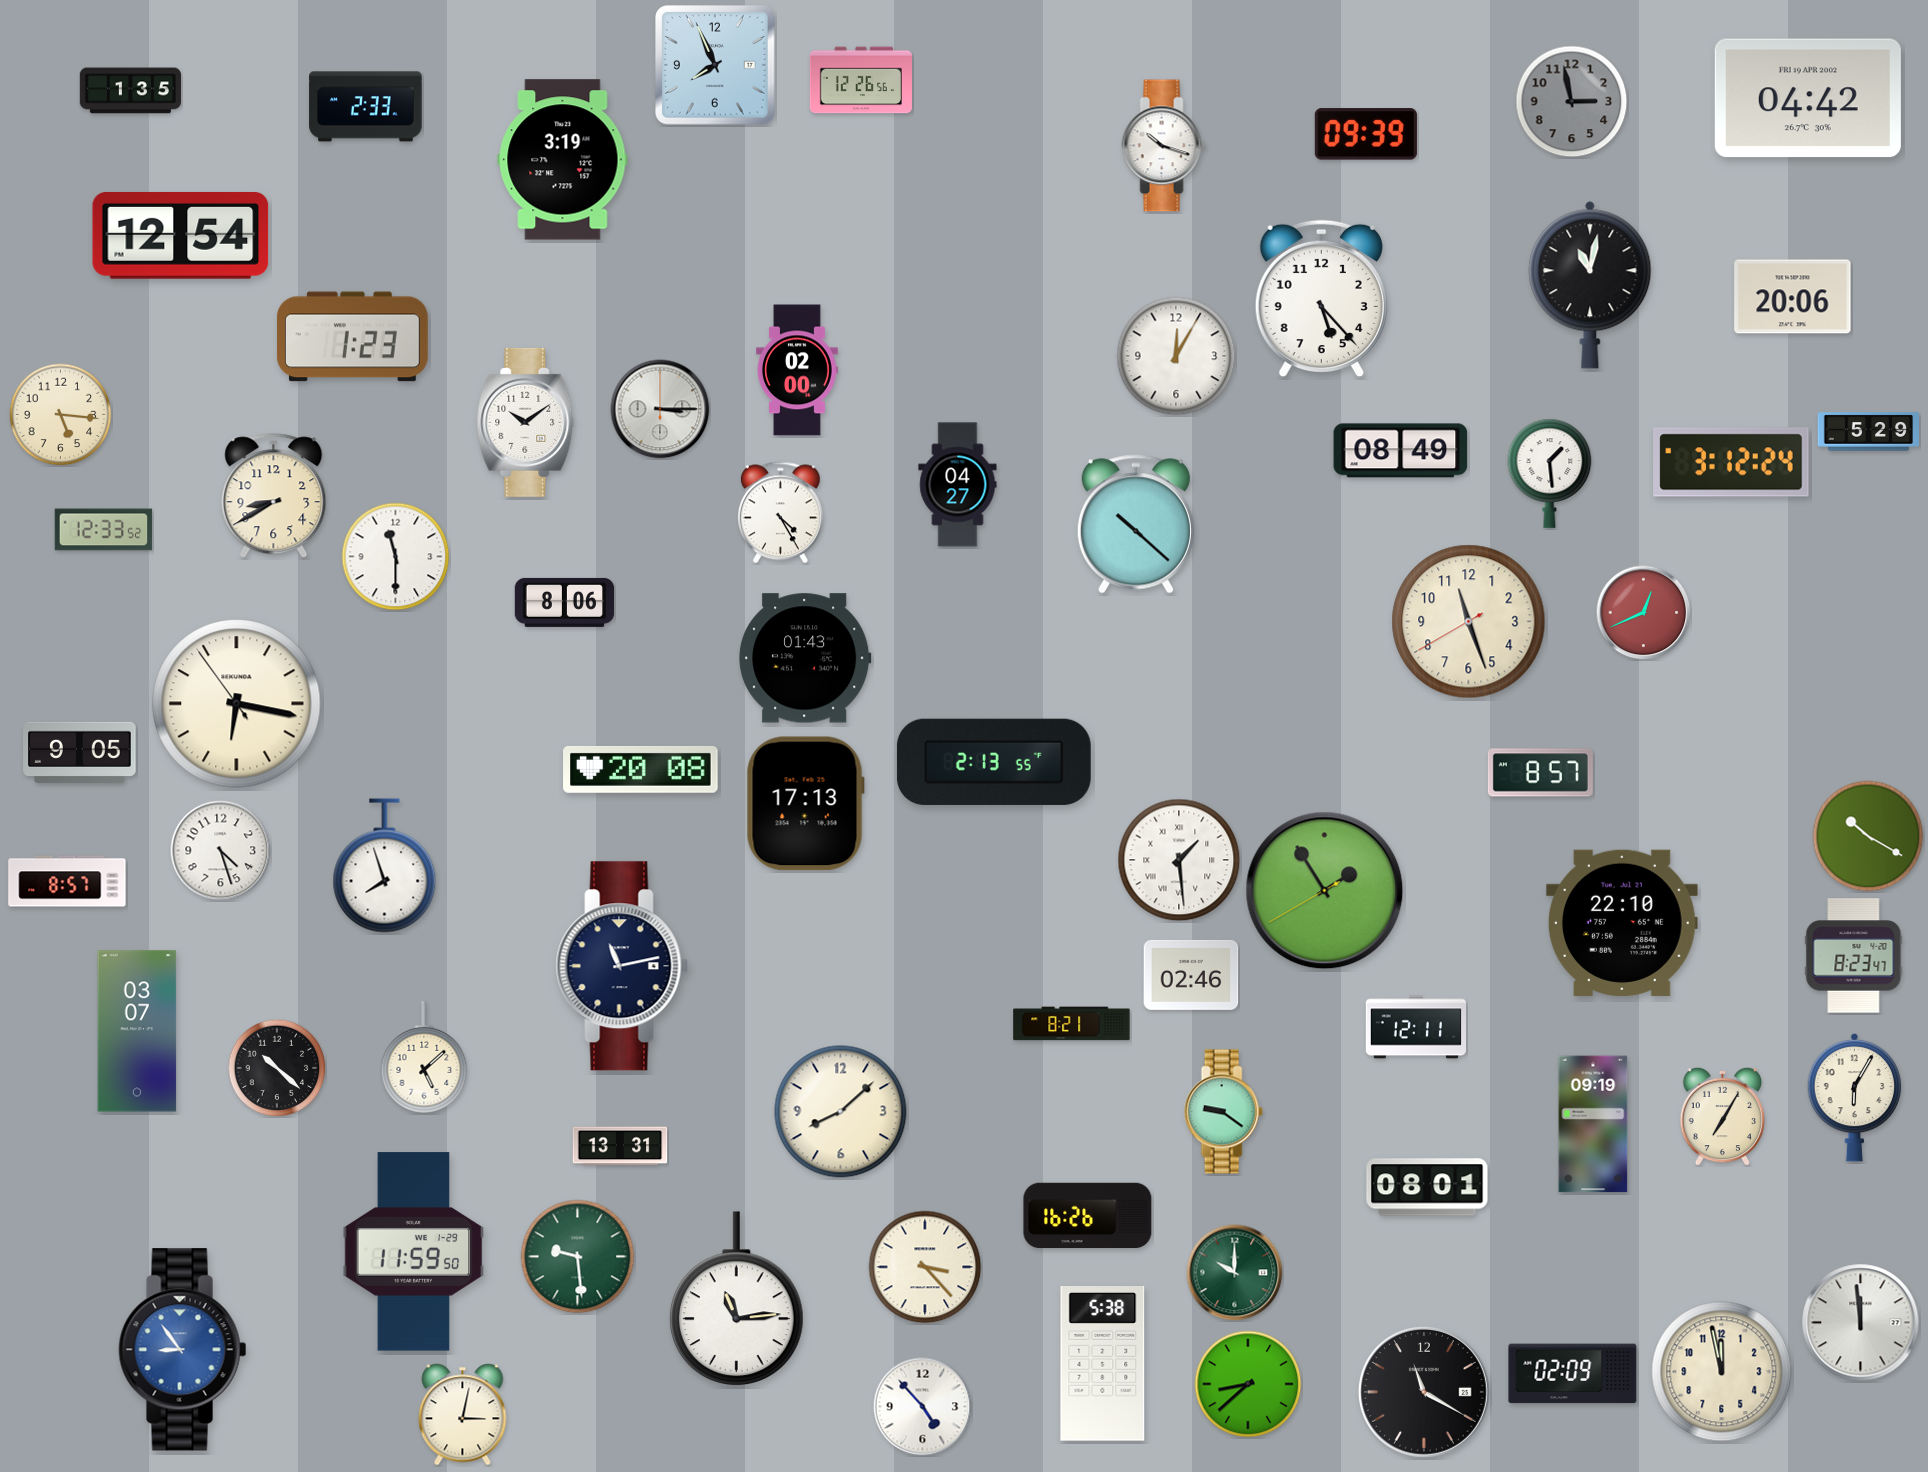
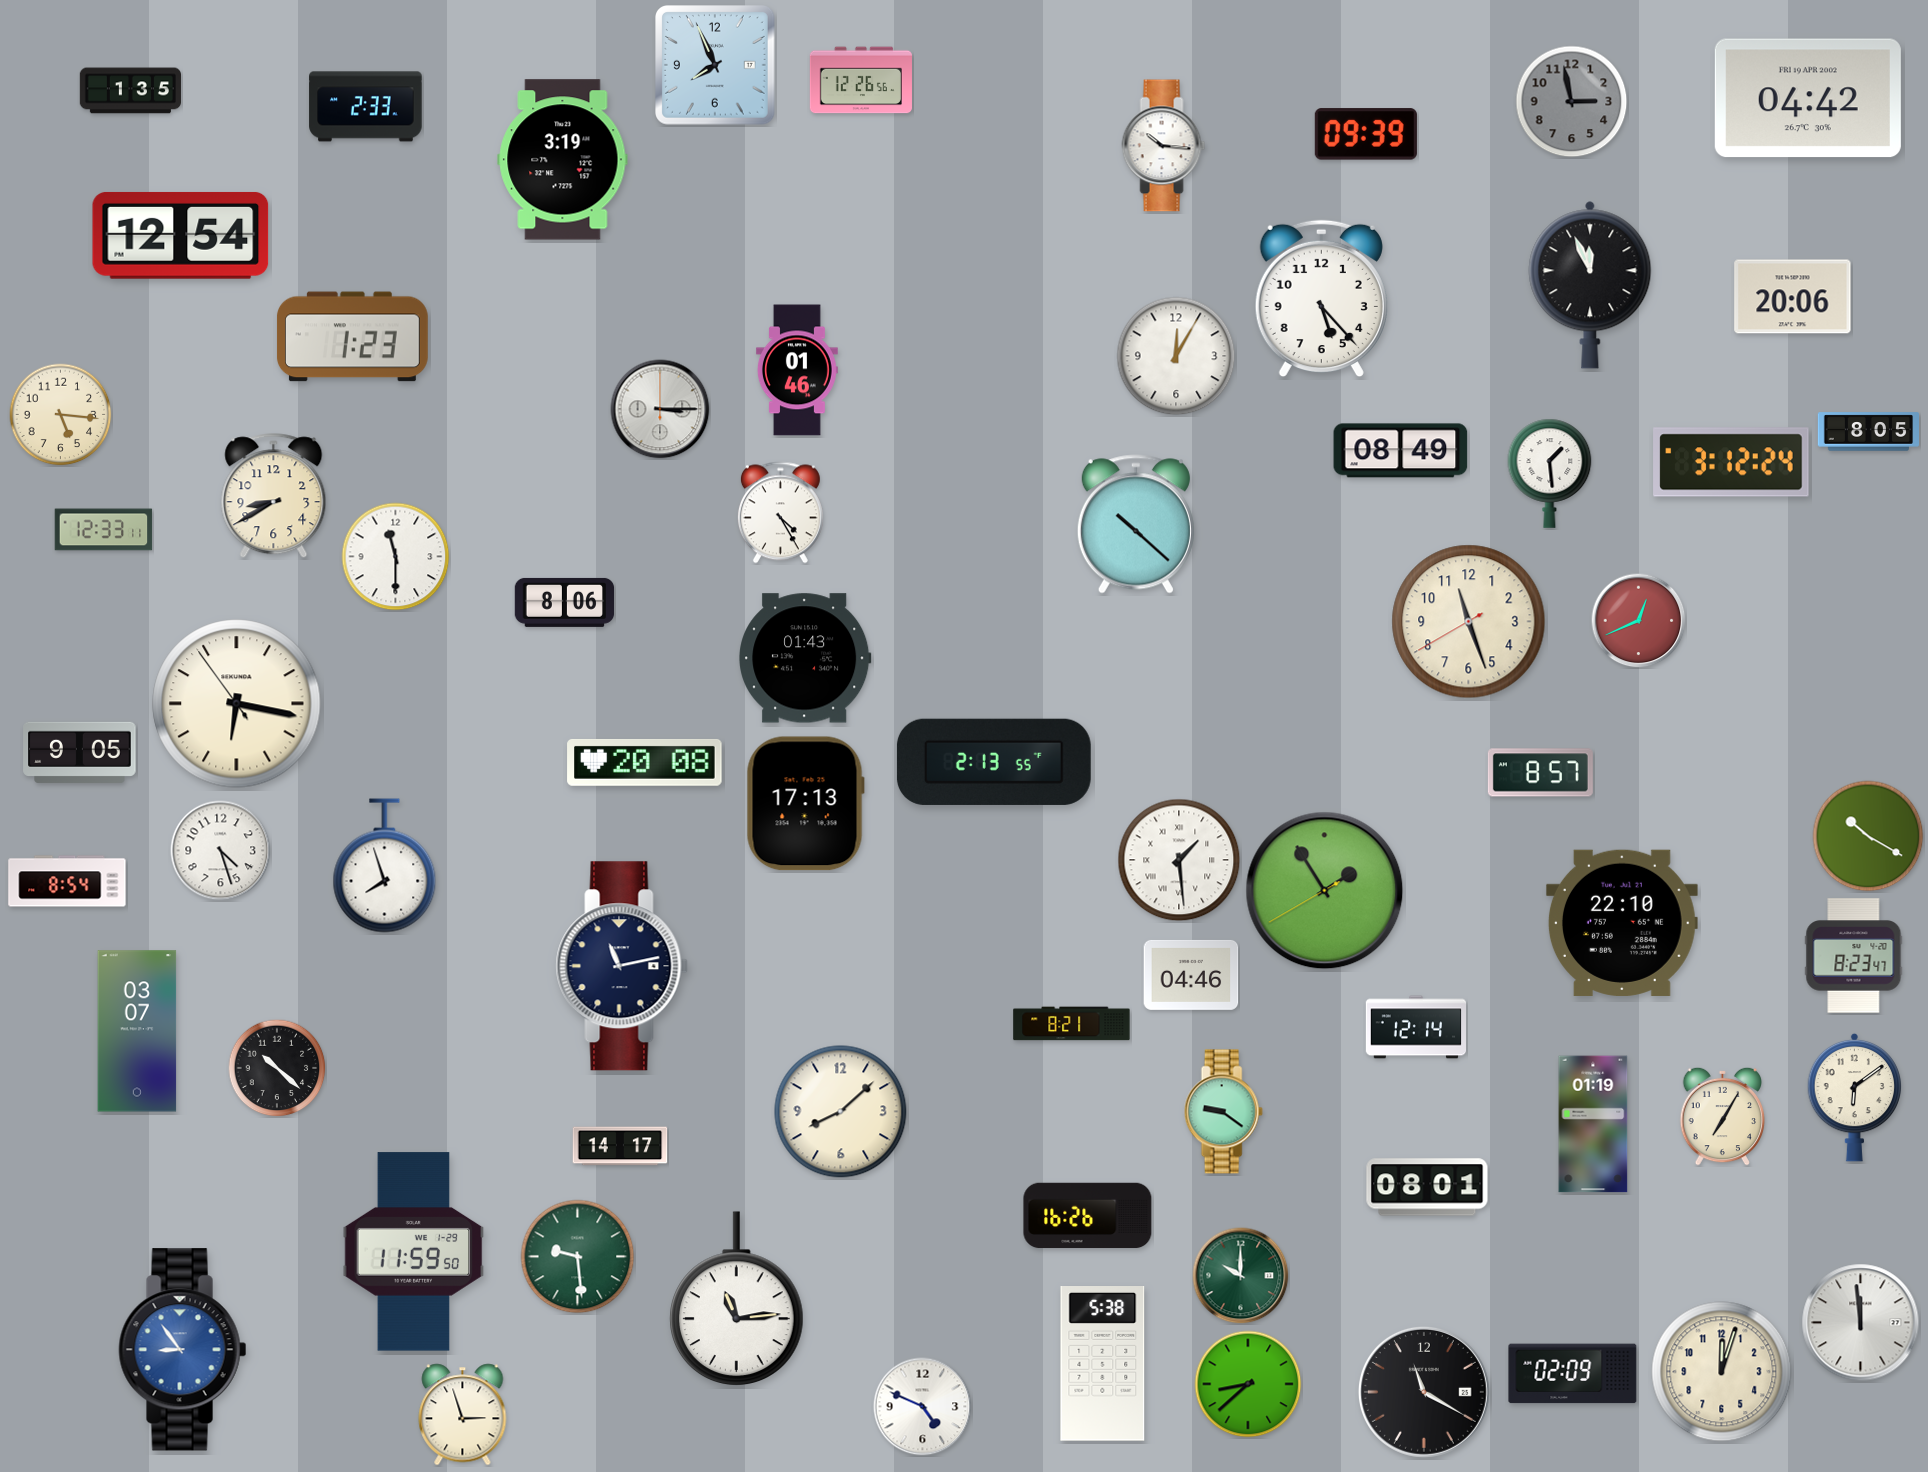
clock at (1164, 146): 10:18 -> 10:16
clock at (1590, 285): 11:02 -> 11:56
clock at (797, 370): 02:00 -> 01:46
clock at (526, 422): 10:09 -> none
clock at (1868, 432): 5:29 -> 8:05
clock at (958, 485): 04:27 -> none
clock at (104, 530): 12:33:52 -> 12:33:11
clock at (1643, 612) position: (1643, 612) -> (1638, 620)
clock at (641, 770) position: (641, 770) -> (645, 763)
clock at (67, 881): 8:57 -> 8:54
clock at (1191, 975): 02:46 -> 04:46
clock at (1416, 1027): 12:11 -> 12:14
clock at (424, 1058): 5:08 -> none
clock at (1855, 1097): 6:05 -> 6:09
clock at (1593, 1124): 09:19 -> 01:19
clock at (620, 1146): 13:31 -> 14:17
clock at (925, 1267): 3:23 -> none
clock at (1235, 1273) position: (1235, 1273) -> (1241, 1276)
clock at (1722, 1372): 11:58 -> 12:03
clock at (923, 1407): 4:53 -> 4:49
clock at (463, 1415): 3:02 -> 2:57
